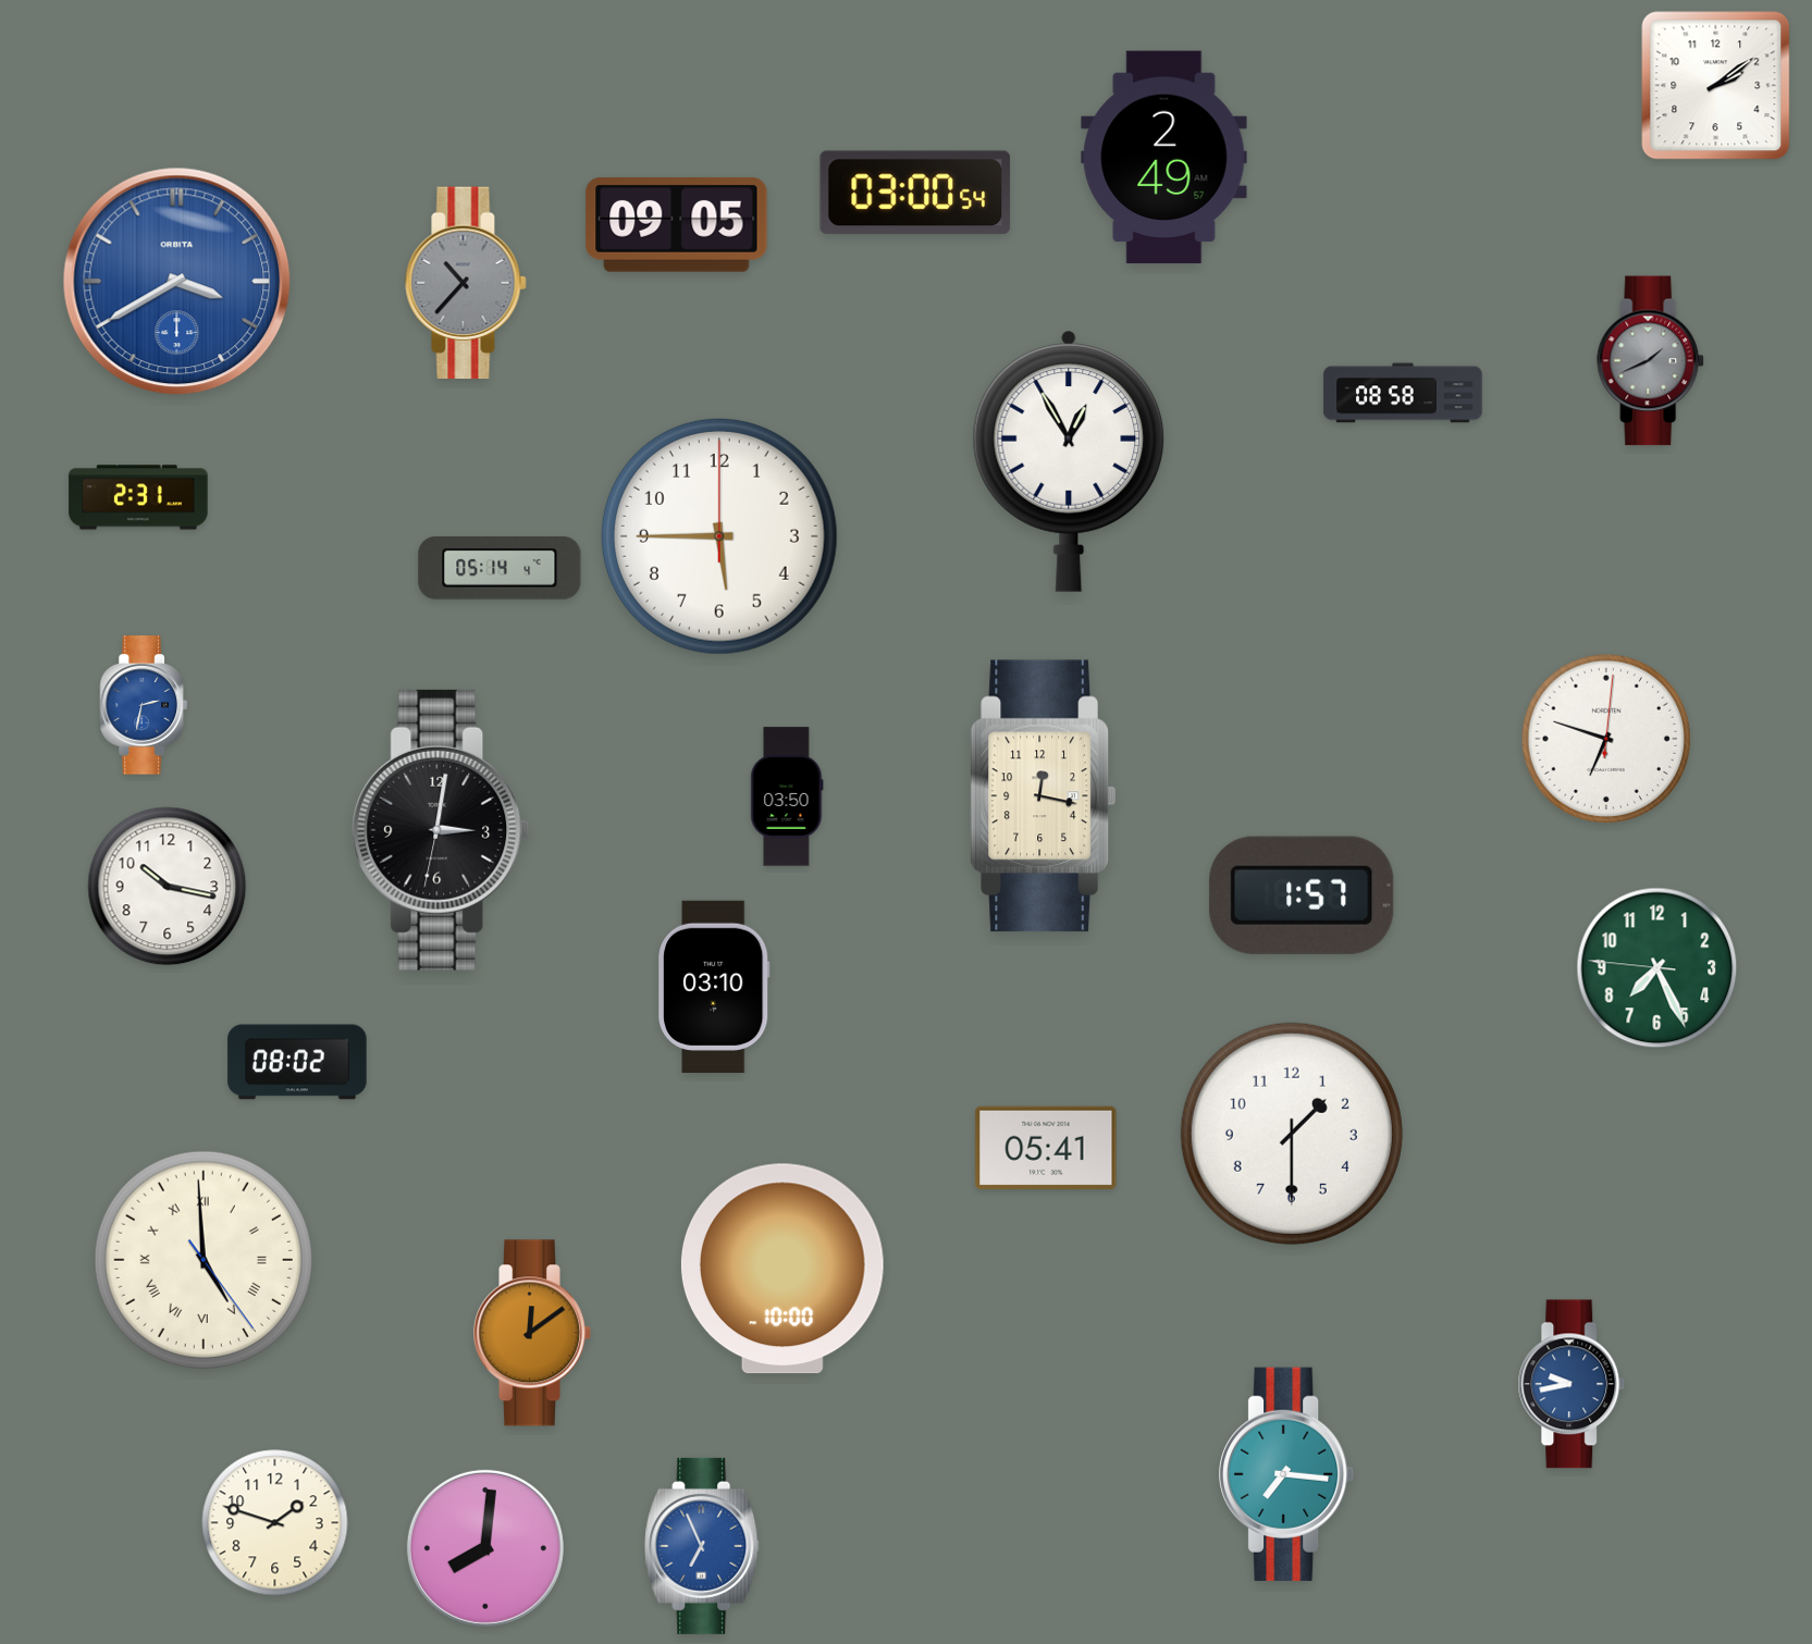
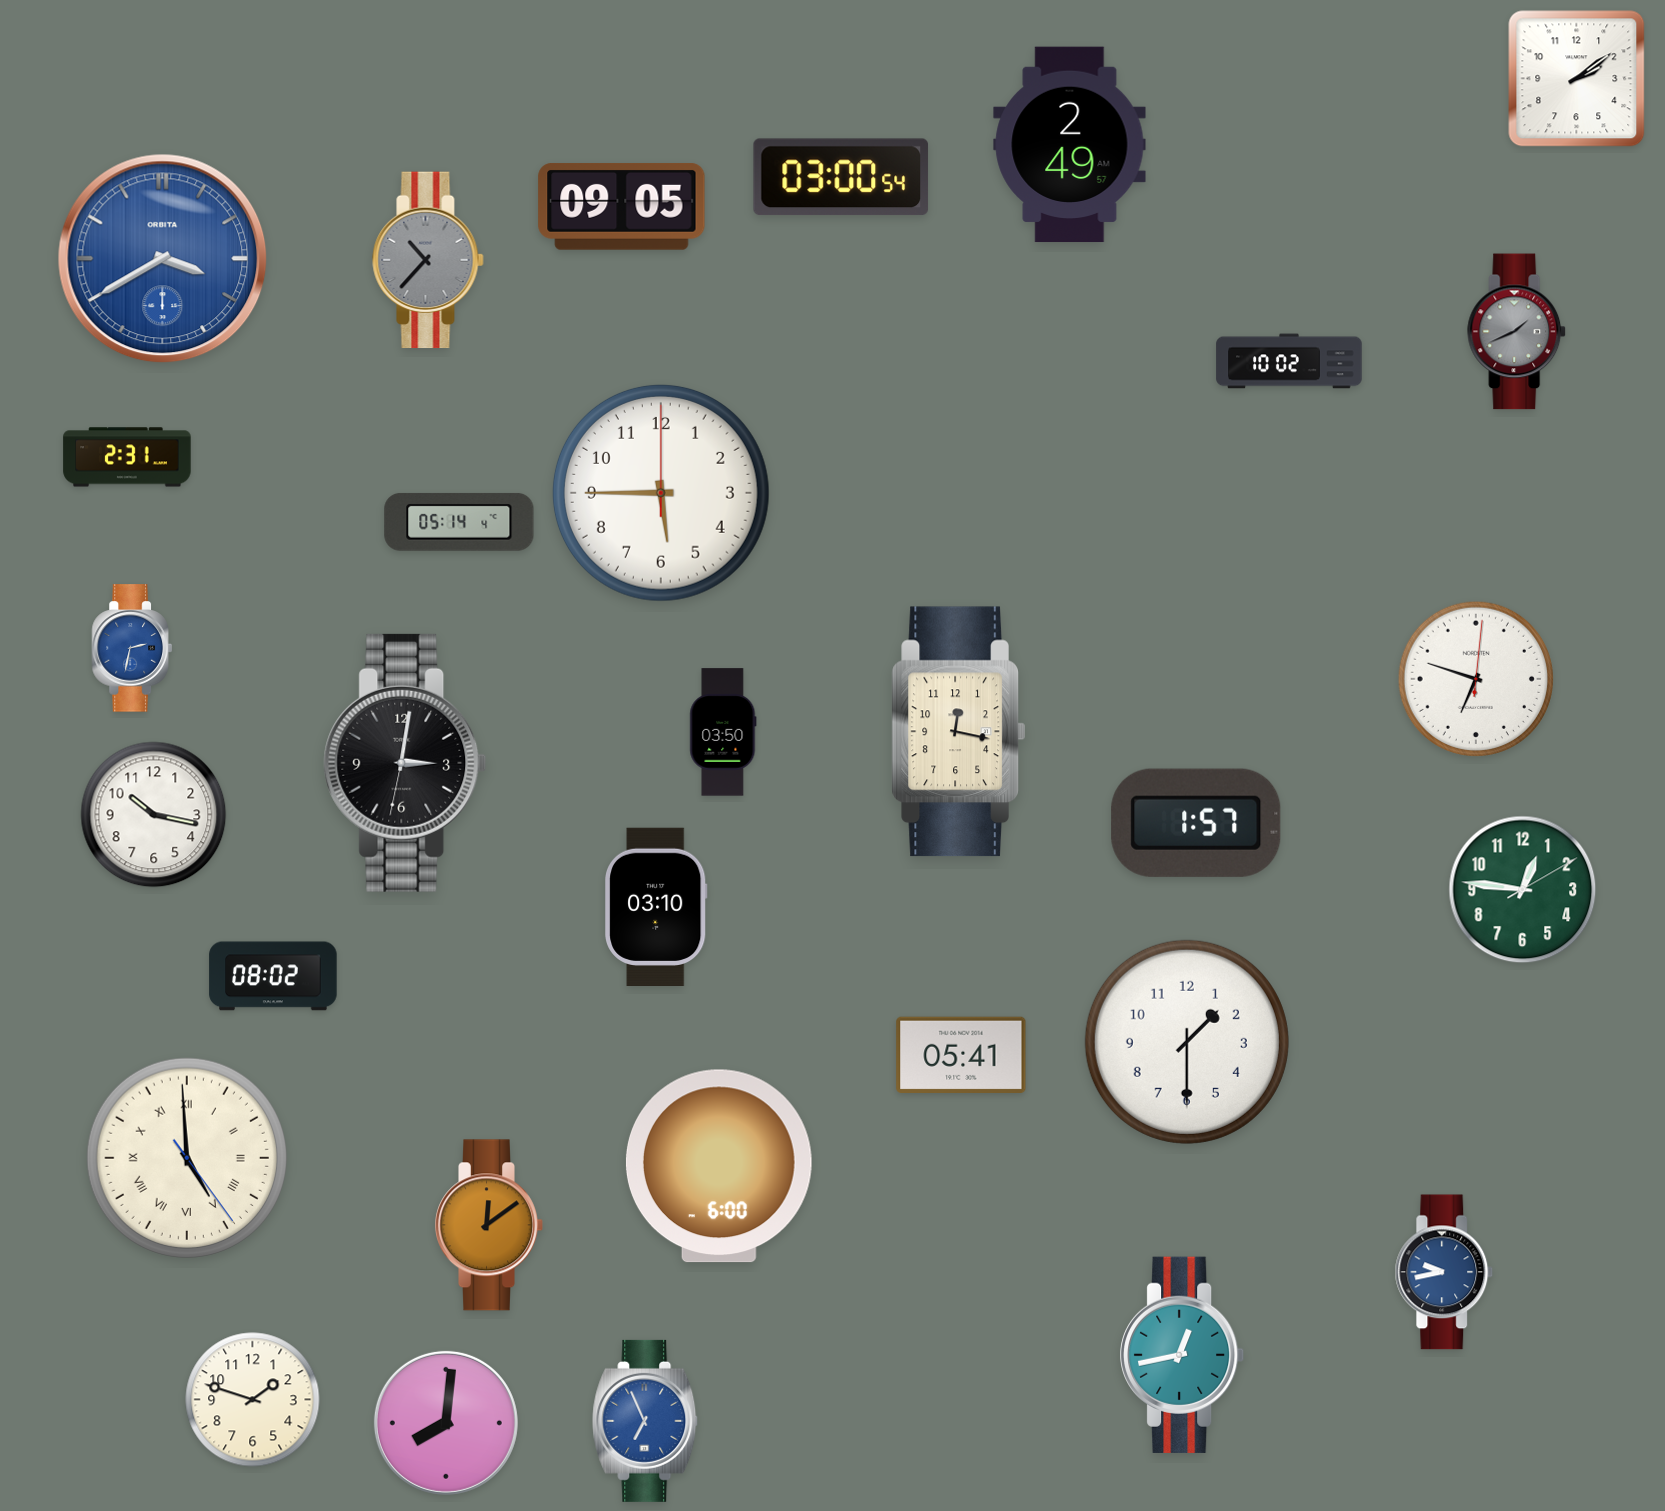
clock at (1403, 393): 08:58 -> 10:02
clock at (1069, 461): 12:55 -> none
clock at (1657, 968): 7:25 -> 12:46
clock at (782, 1269): 10:00 -> 6:00
clock at (1287, 1474): 7:16 -> 12:43
